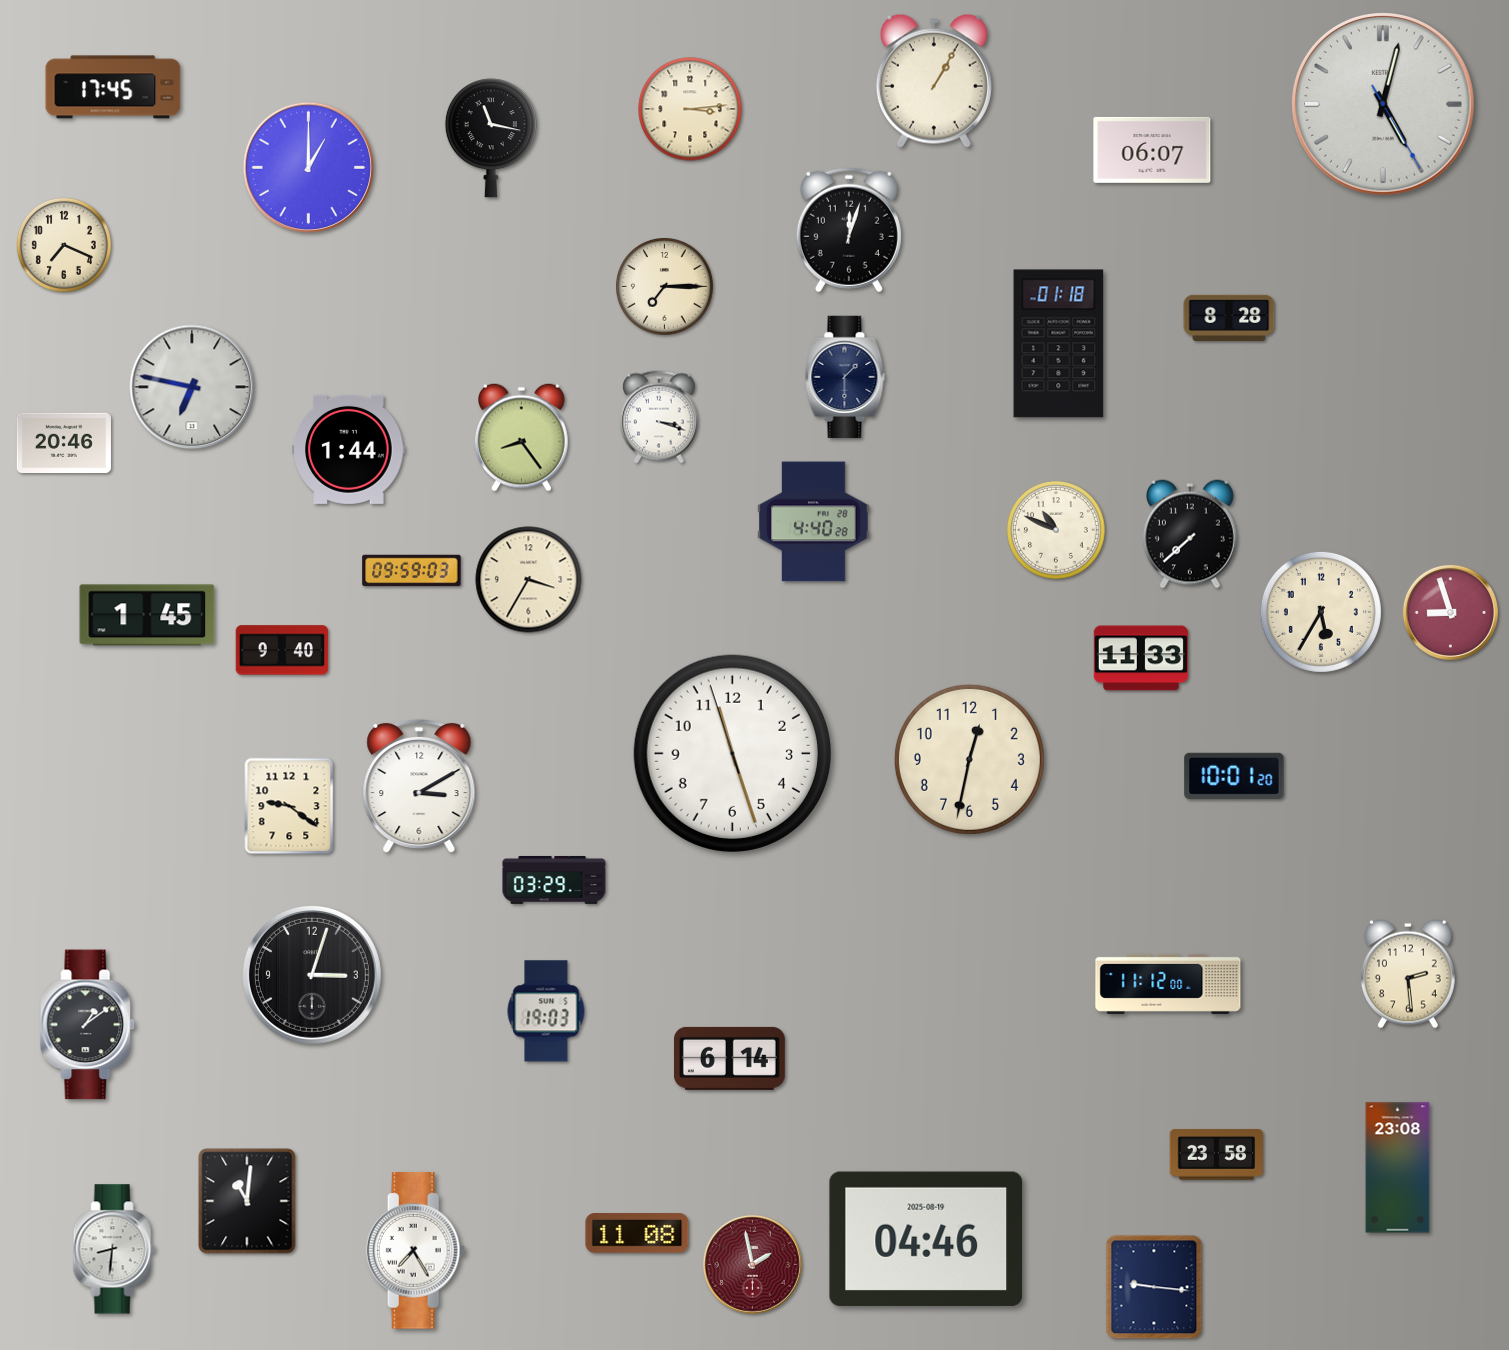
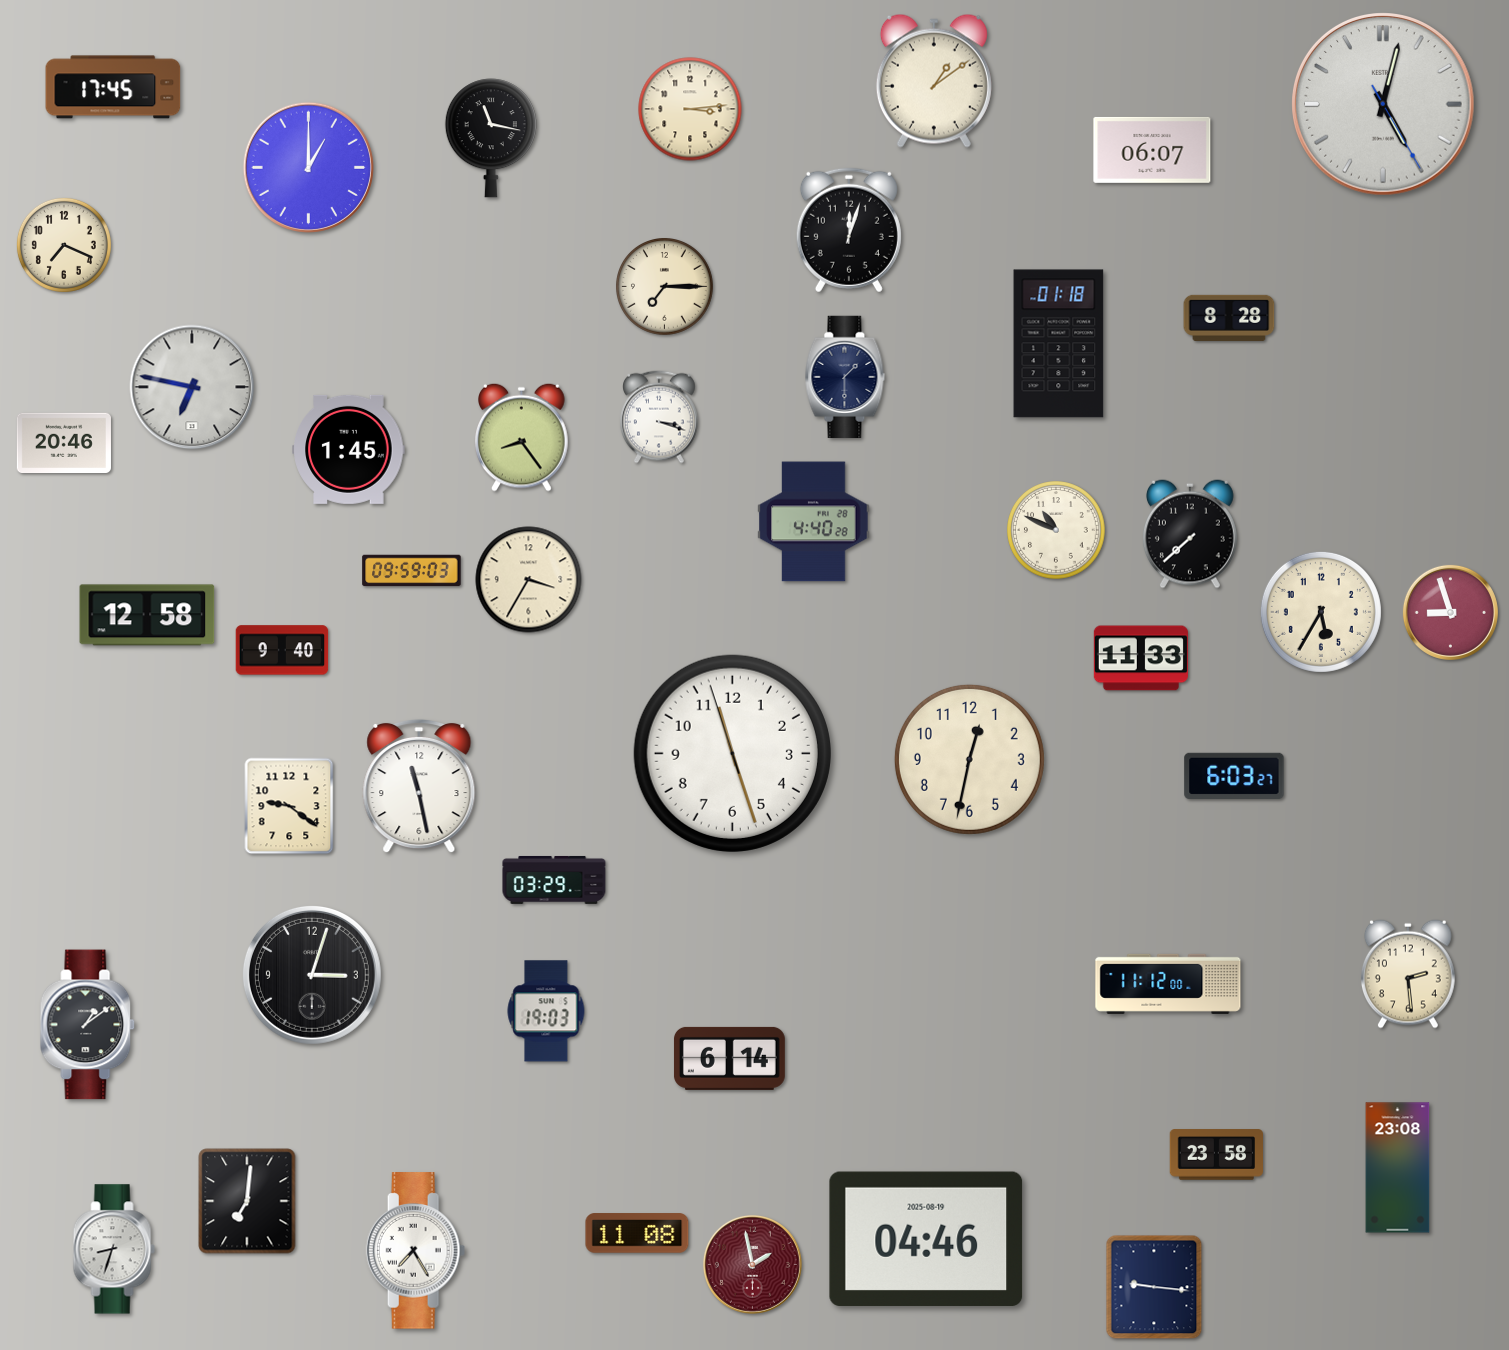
clock at (934, 81): 1:05 -> 1:09
clock at (349, 449): 1:44 -> 1:45
clock at (147, 615): 1:45 -> 12:58
clock at (1234, 775): 10:01 -> 6:03
clock at (419, 786): 3:10 -> 11:28
clock at (247, 1201): 11:01 -> 7:01
clock at (114, 1249): 8:31 -> 8:33
